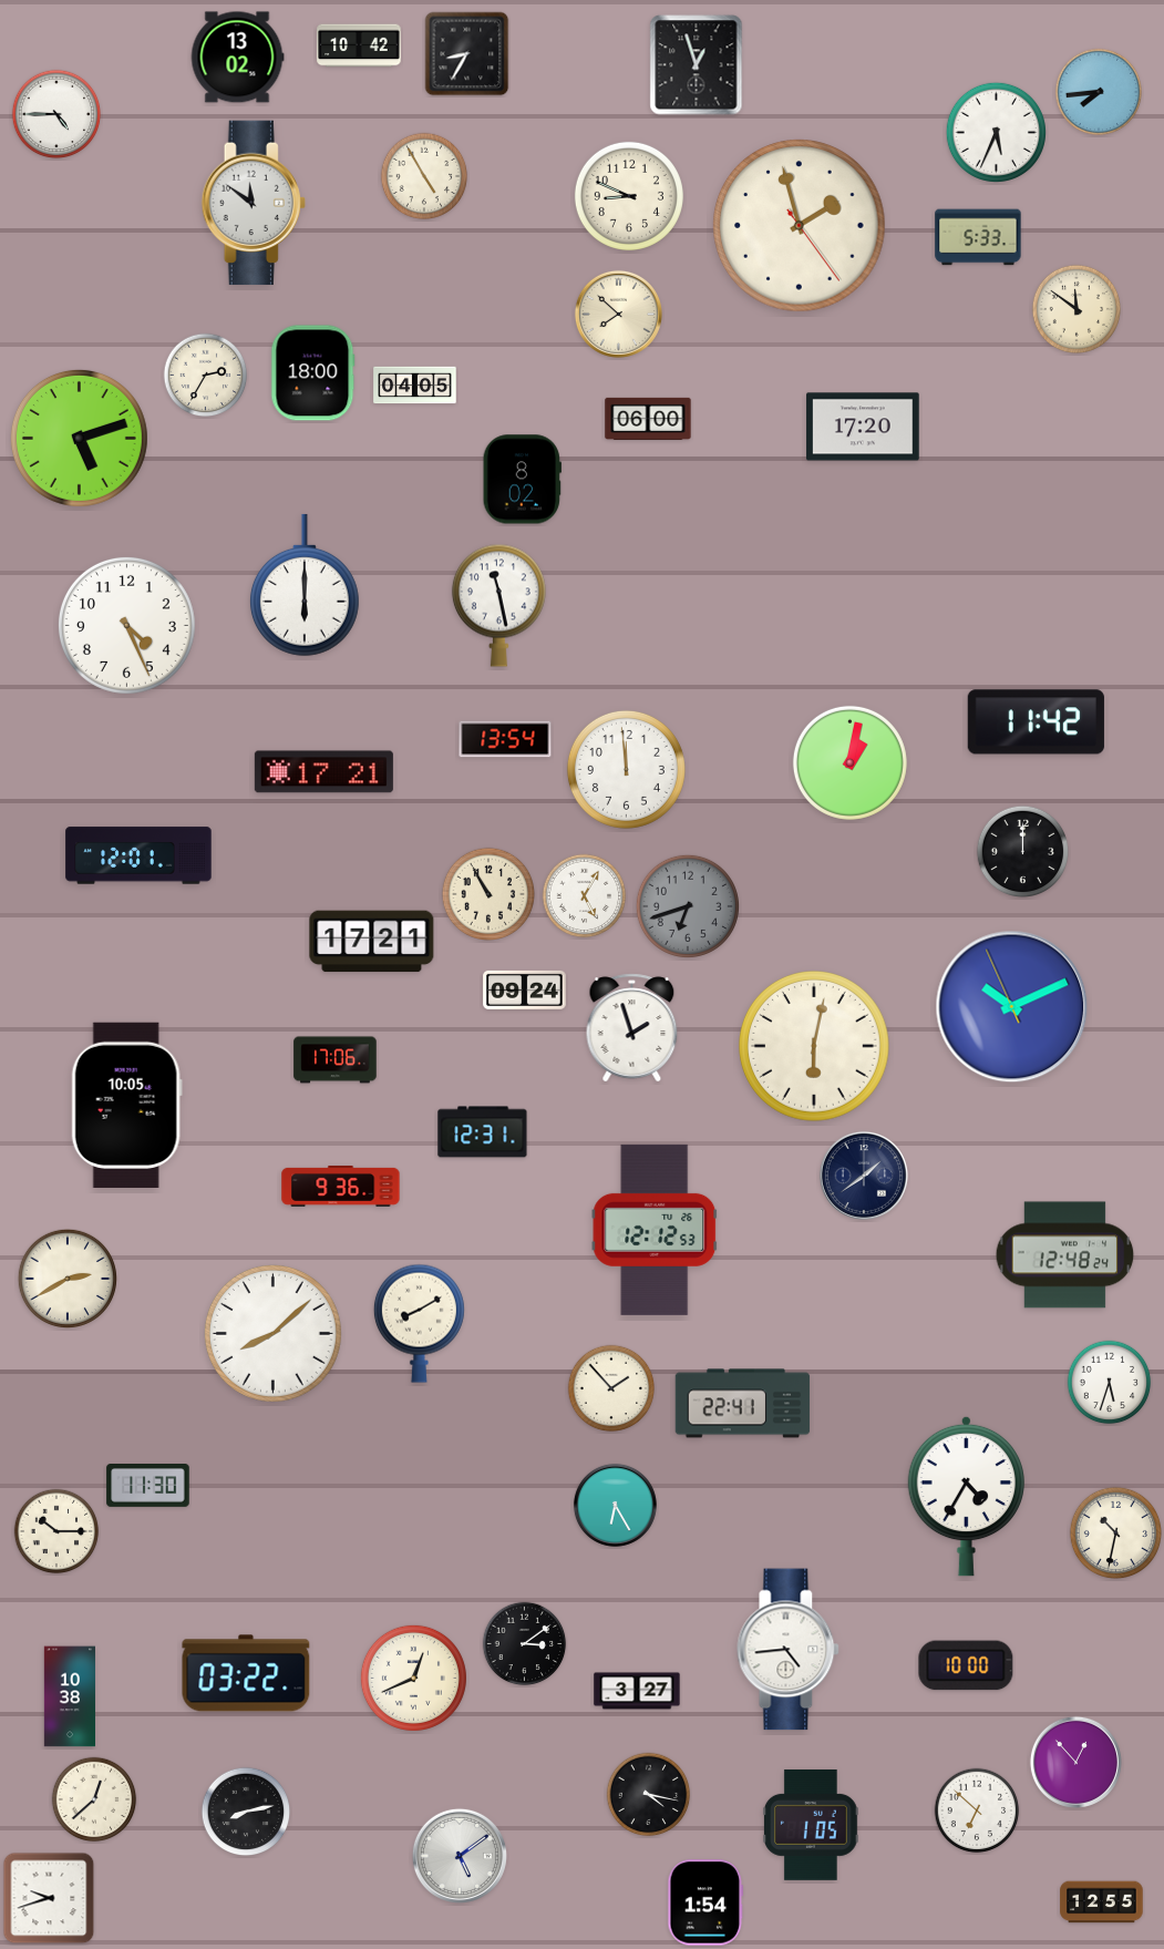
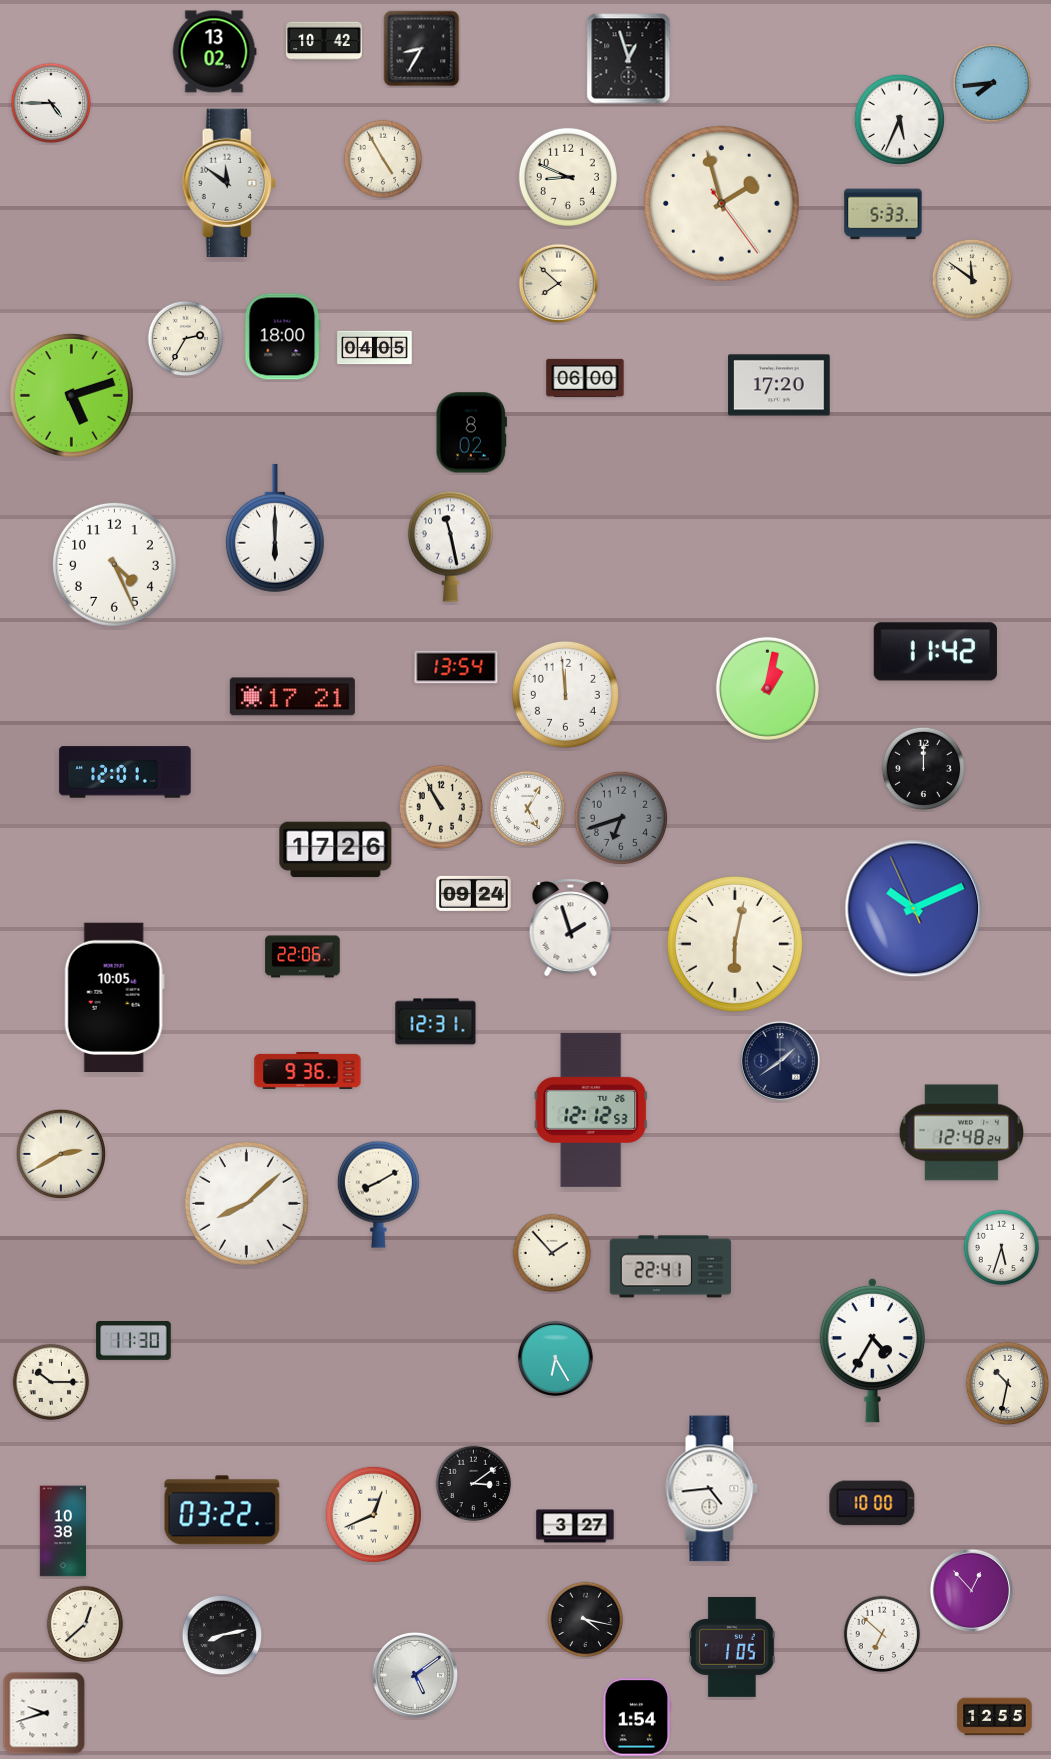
clock at (372, 942): 17:21 -> 17:26
clock at (336, 1060): 17:06 -> 22:06
